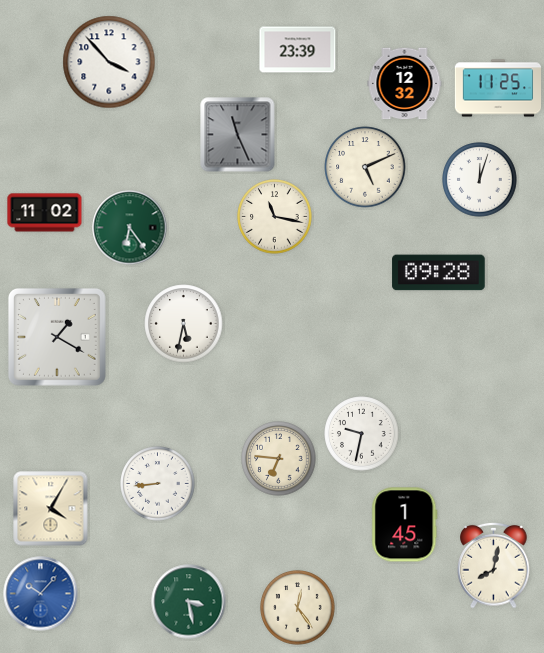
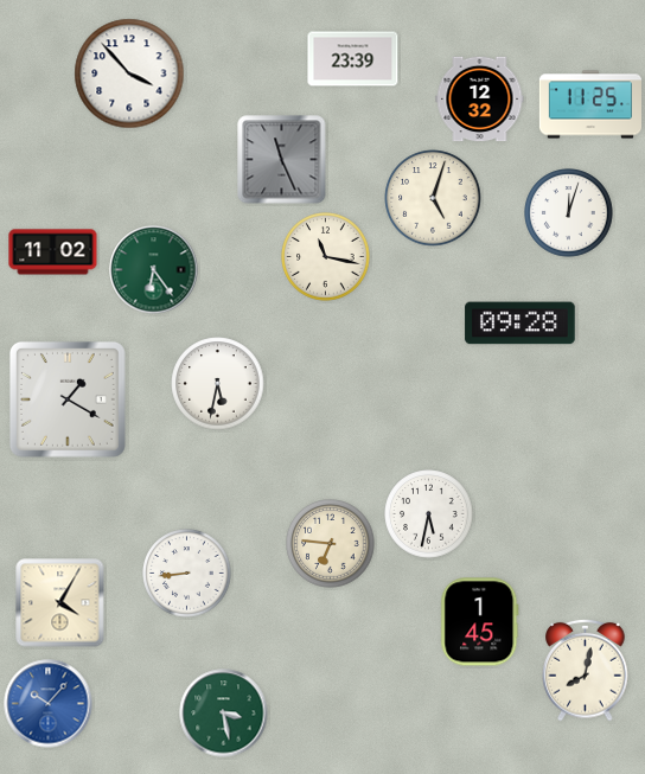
clock at (365, 167): 5:11 -> 5:03
clock at (362, 434): 9:32 -> 5:32
clock at (298, 608): 12:24 -> none
